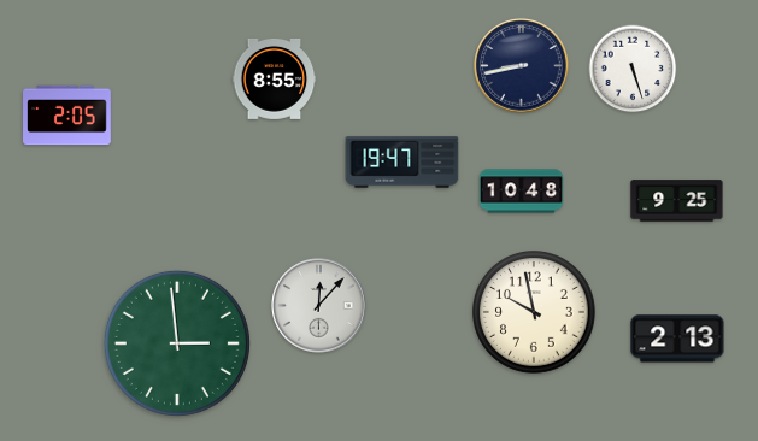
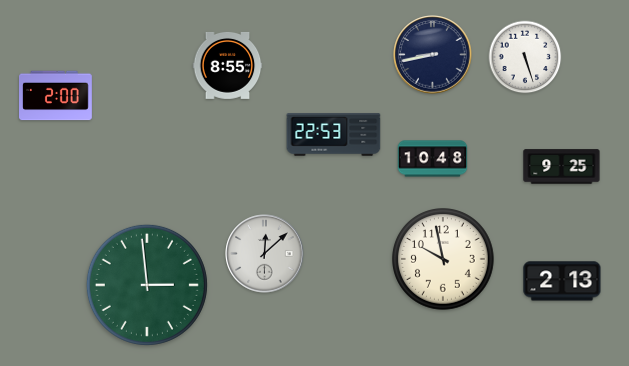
clock at (67, 116): 2:05 -> 2:00
clock at (402, 163): 19:47 -> 22:53
clock at (319, 306): 12:07 -> 12:08
